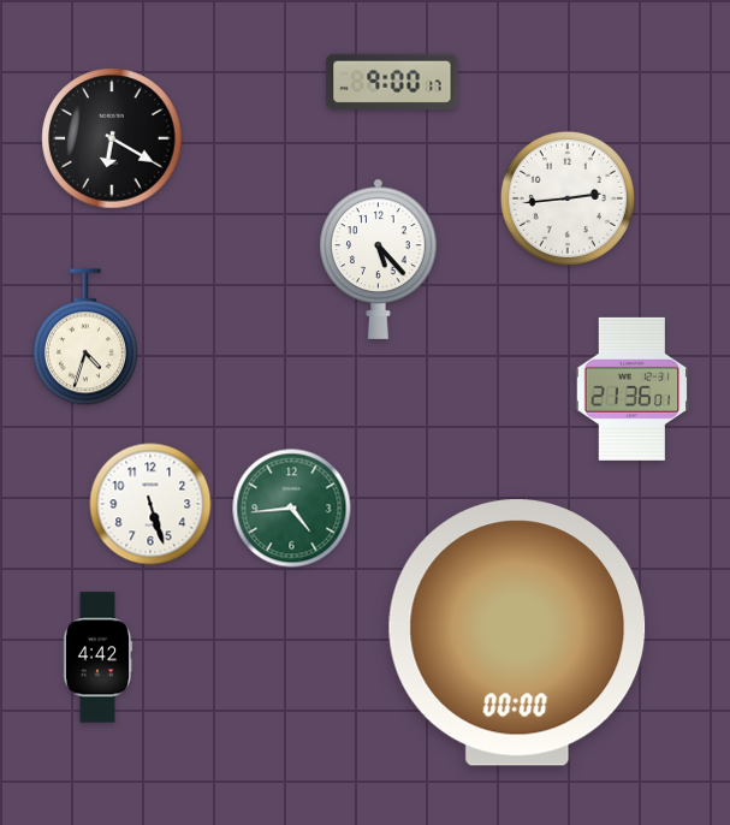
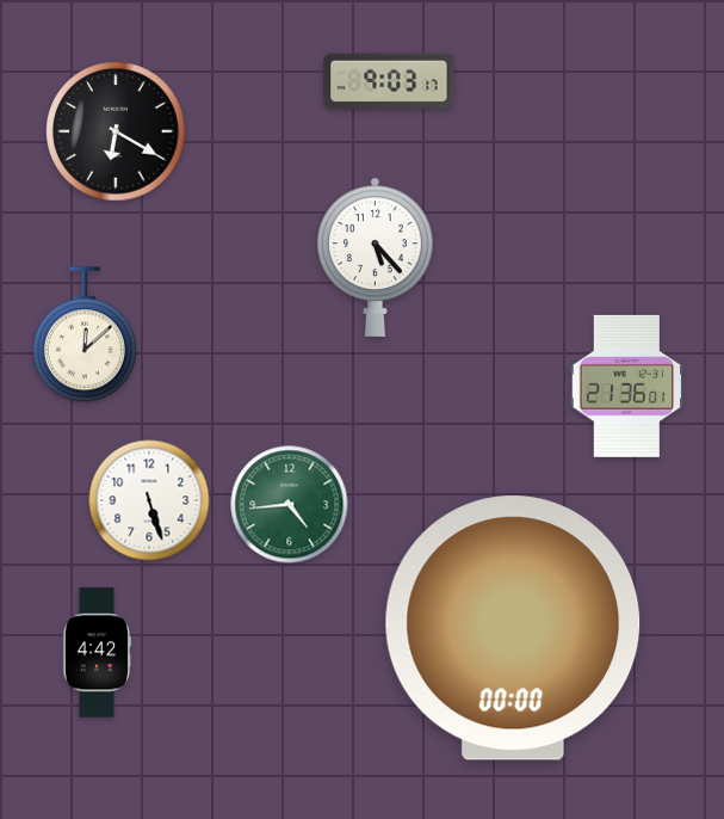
clock at (392, 82): 9:00 -> 9:03
clock at (112, 138) position: (112, 138) -> (116, 131)
clock at (568, 198): 2:44 -> none
clock at (85, 337): 4:33 -> 12:08
